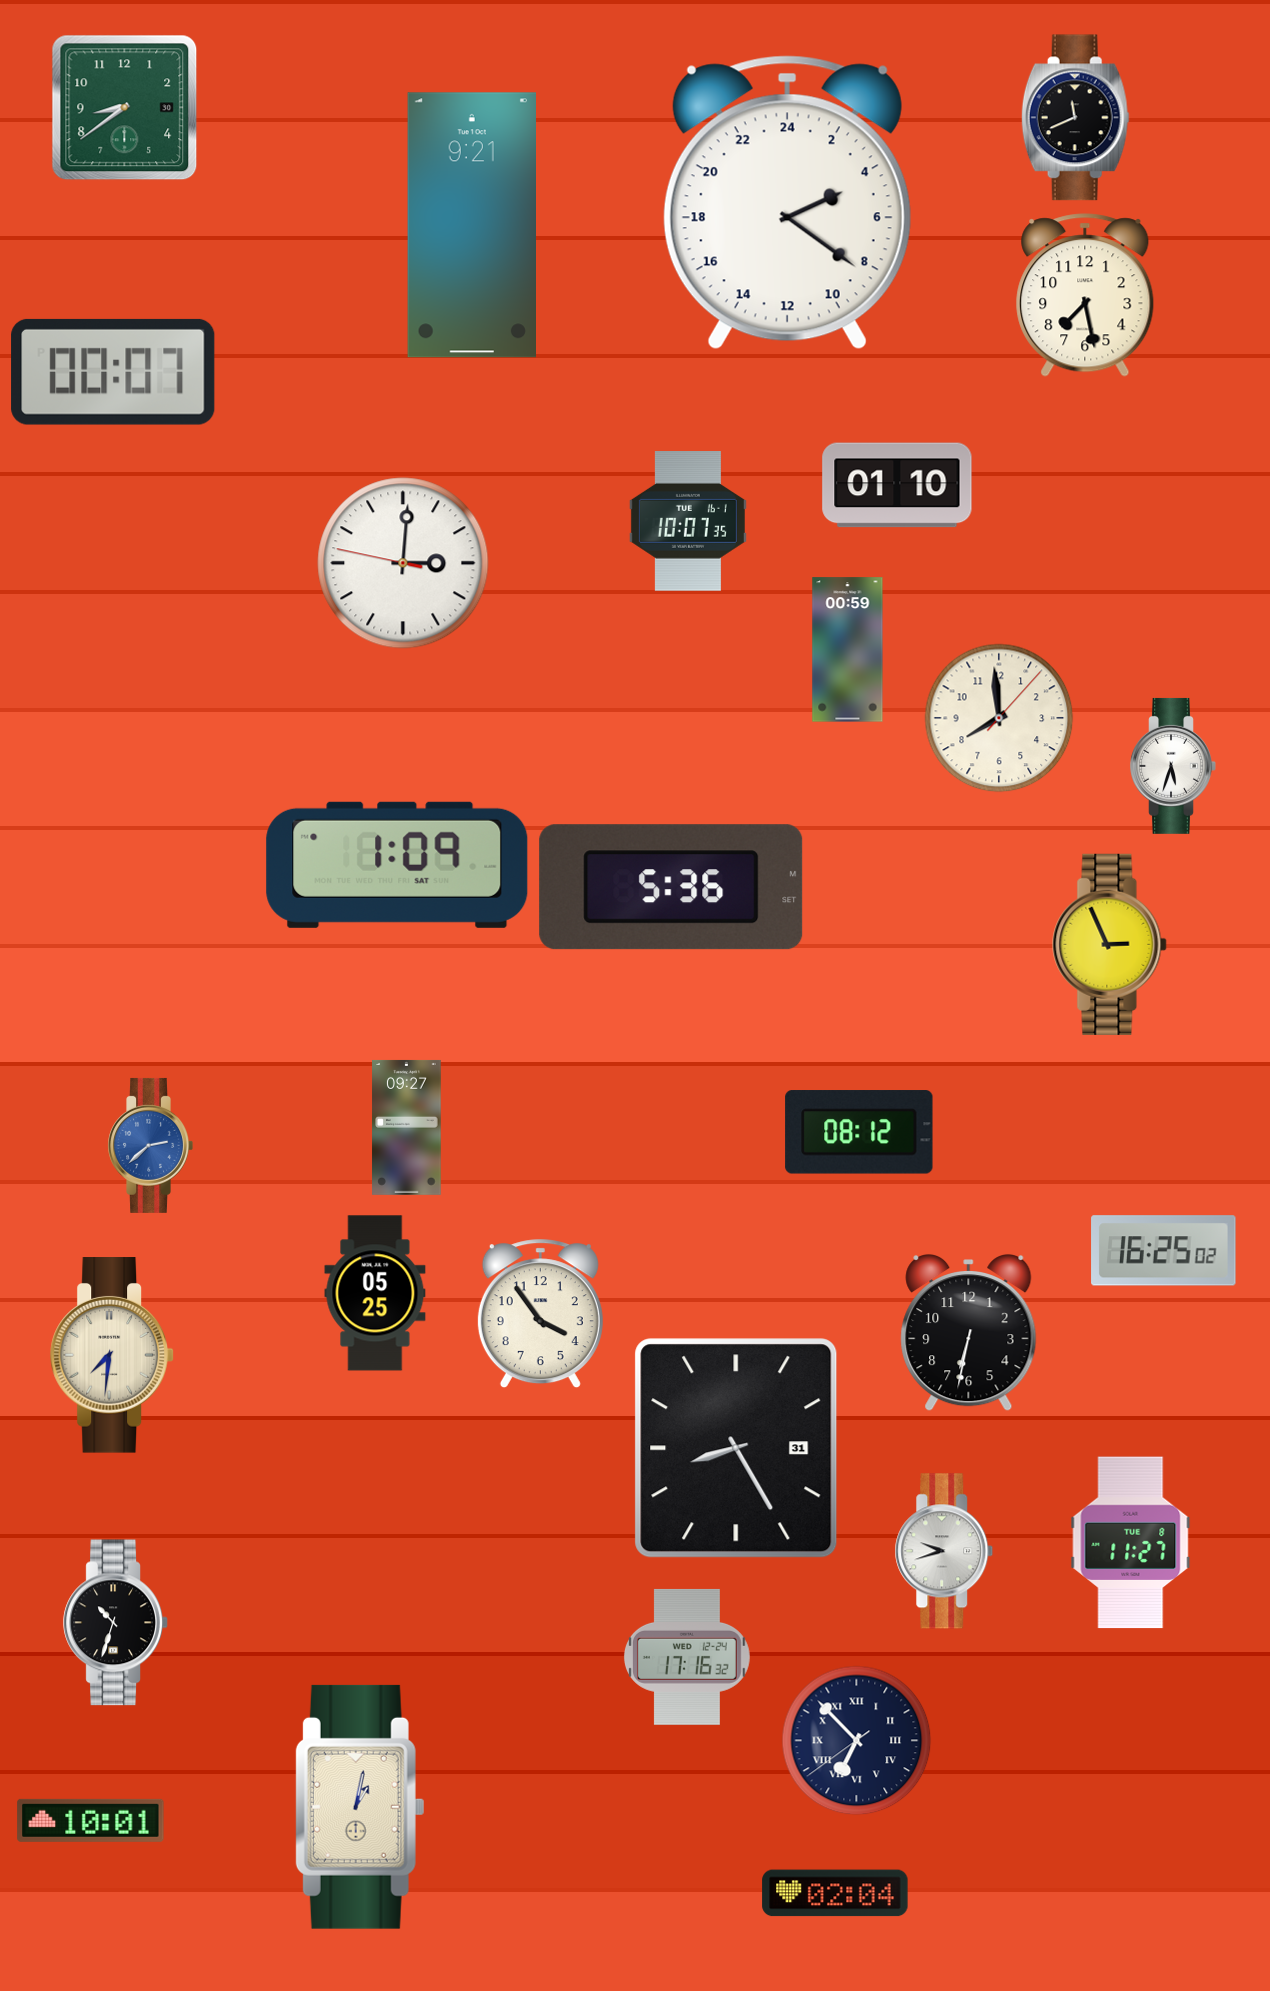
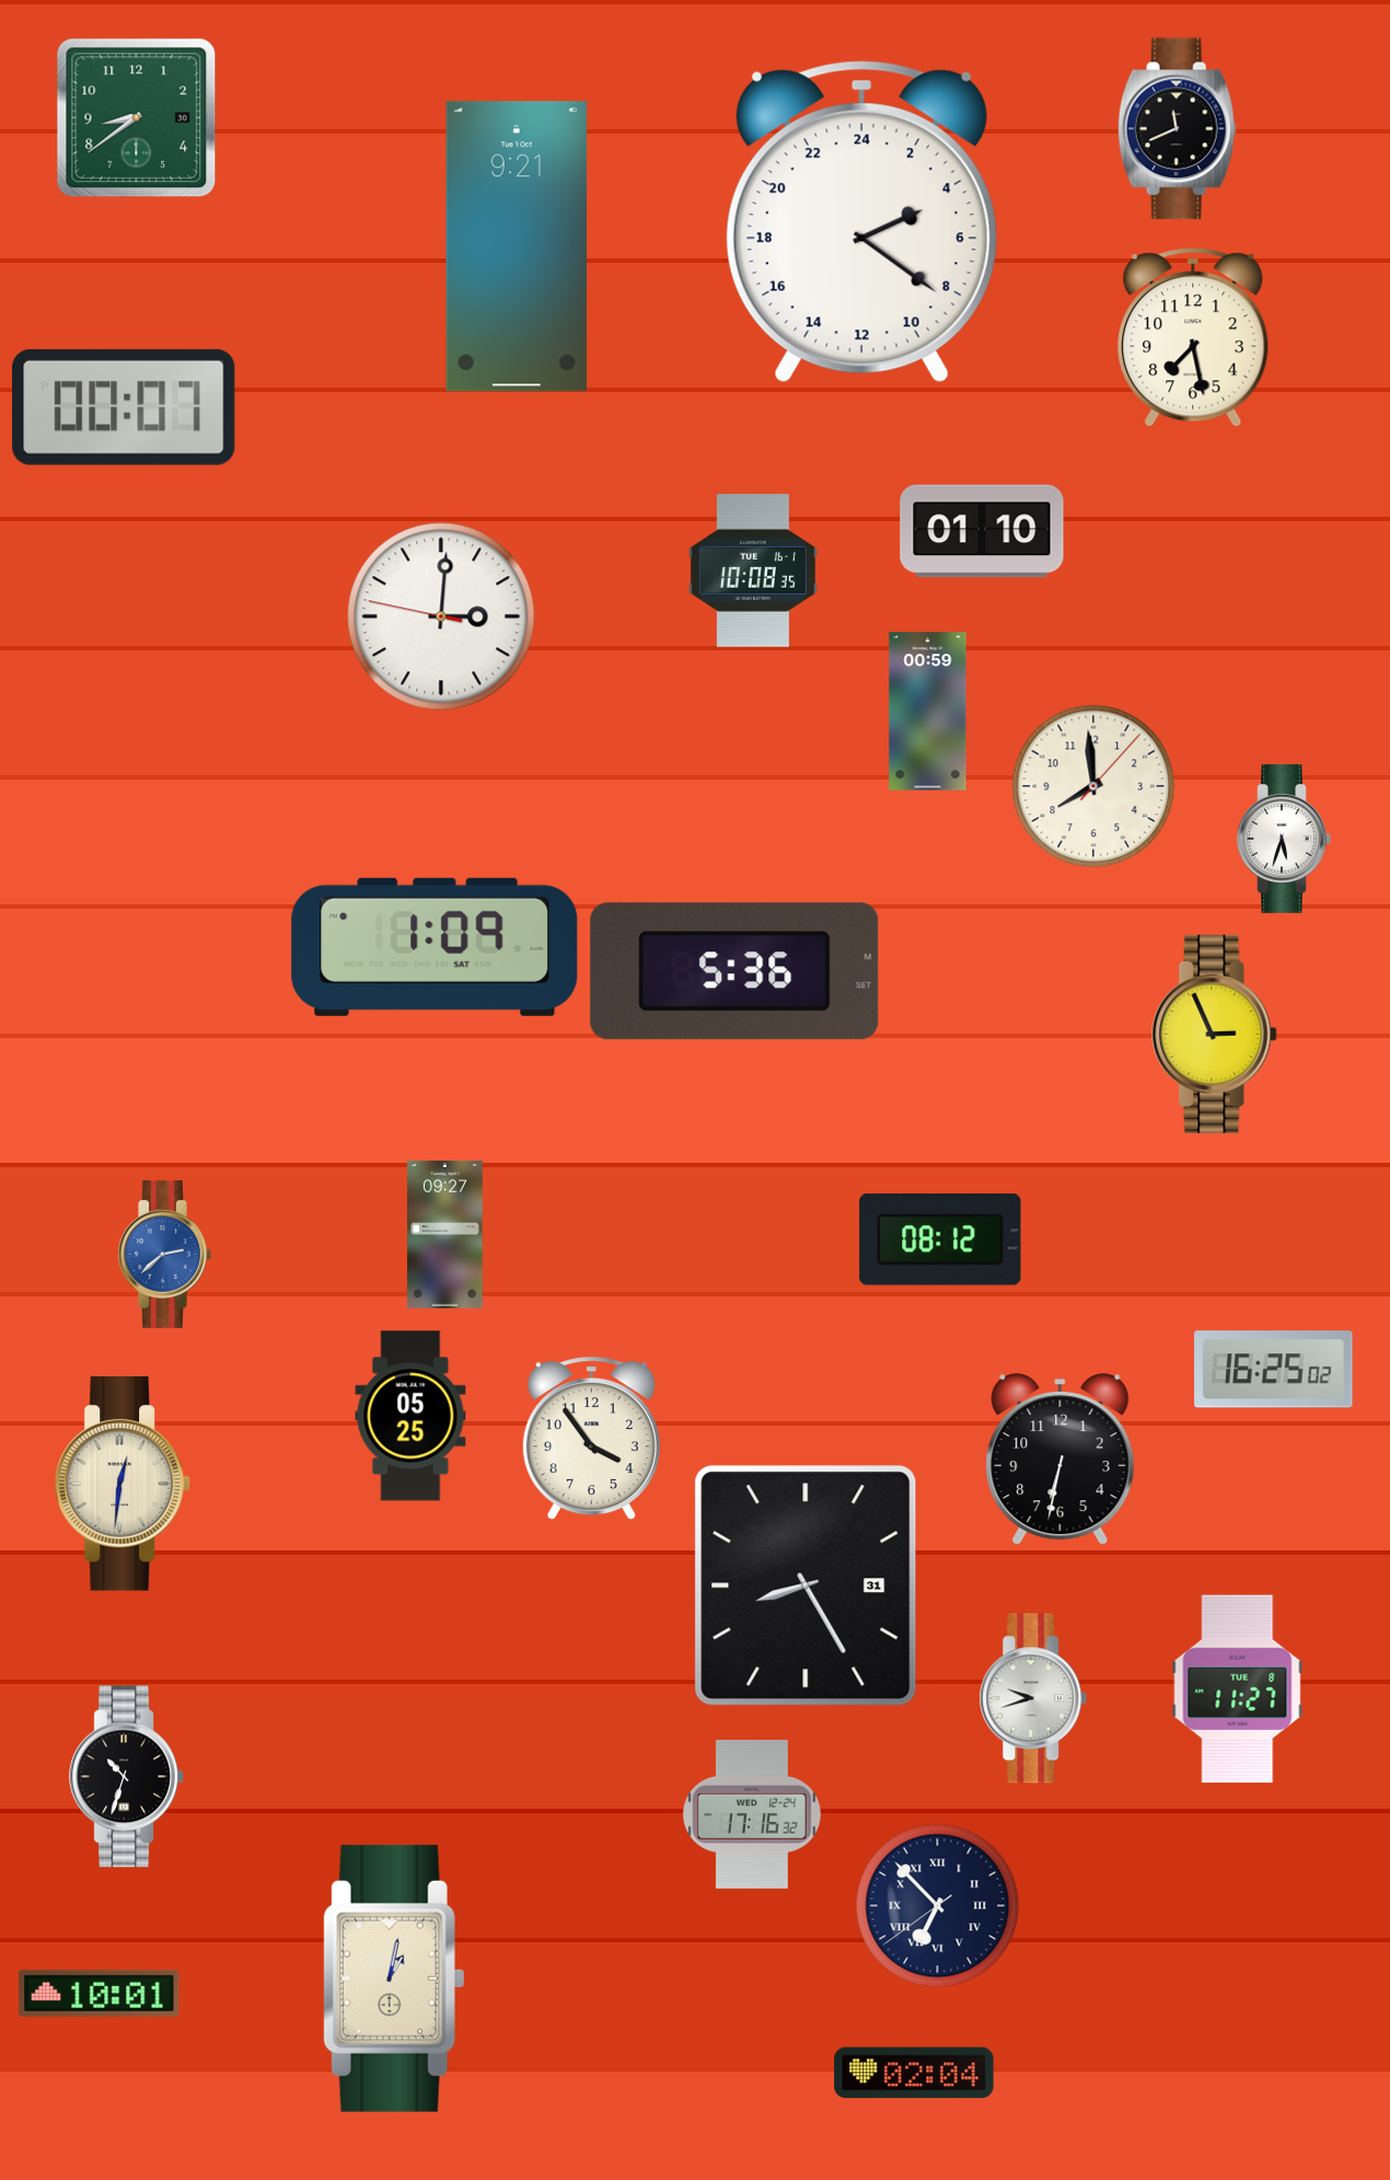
clock at (1085, 295) position: (1085, 295) -> (1193, 337)
clock at (688, 522): 10:07 -> 10:08
clock at (112, 1355): 7:31 -> 12:31
